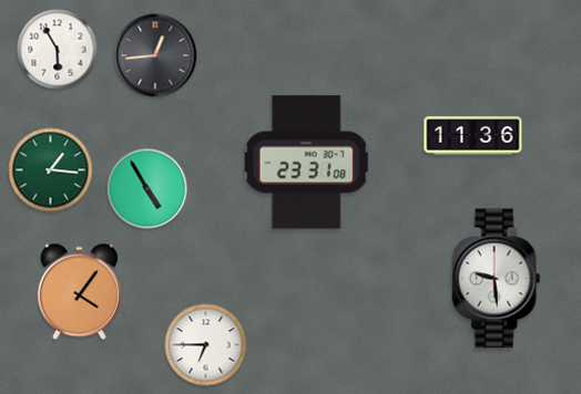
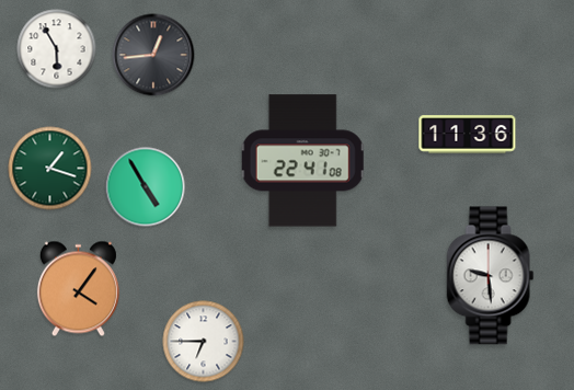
clock at (306, 163): 23:31 -> 22:41
clock at (51, 170): 1:16 -> 1:18
